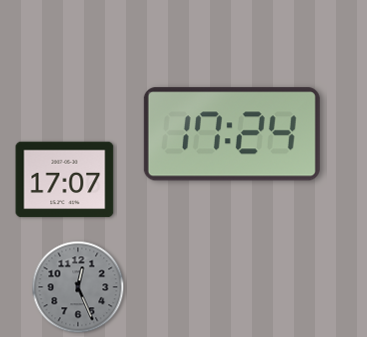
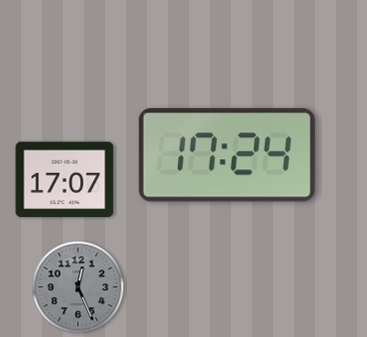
clock at (232, 134) position: (232, 134) -> (227, 155)
